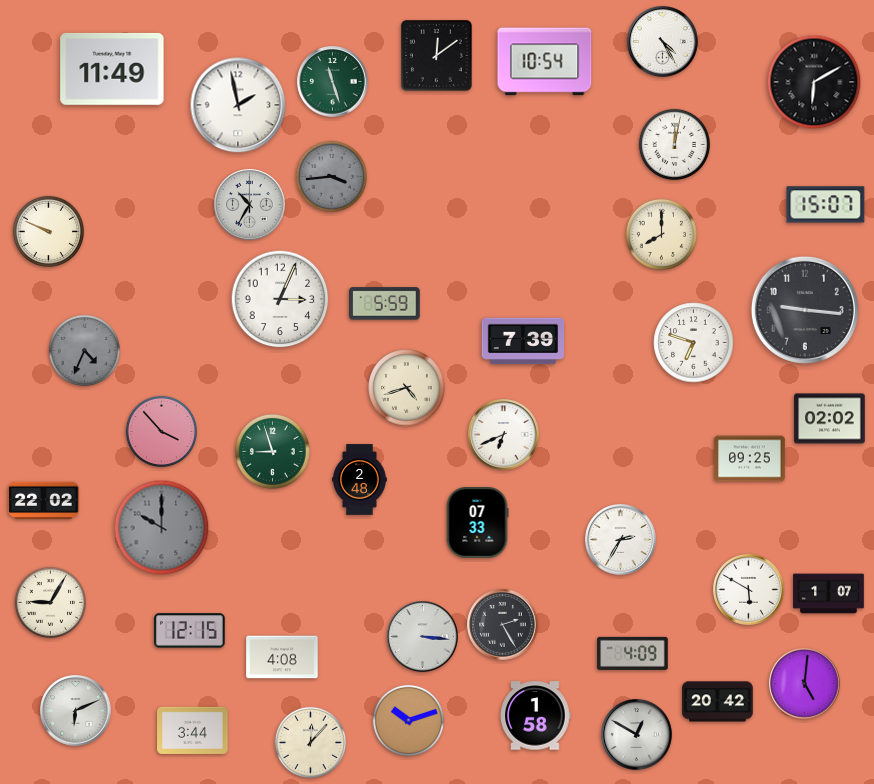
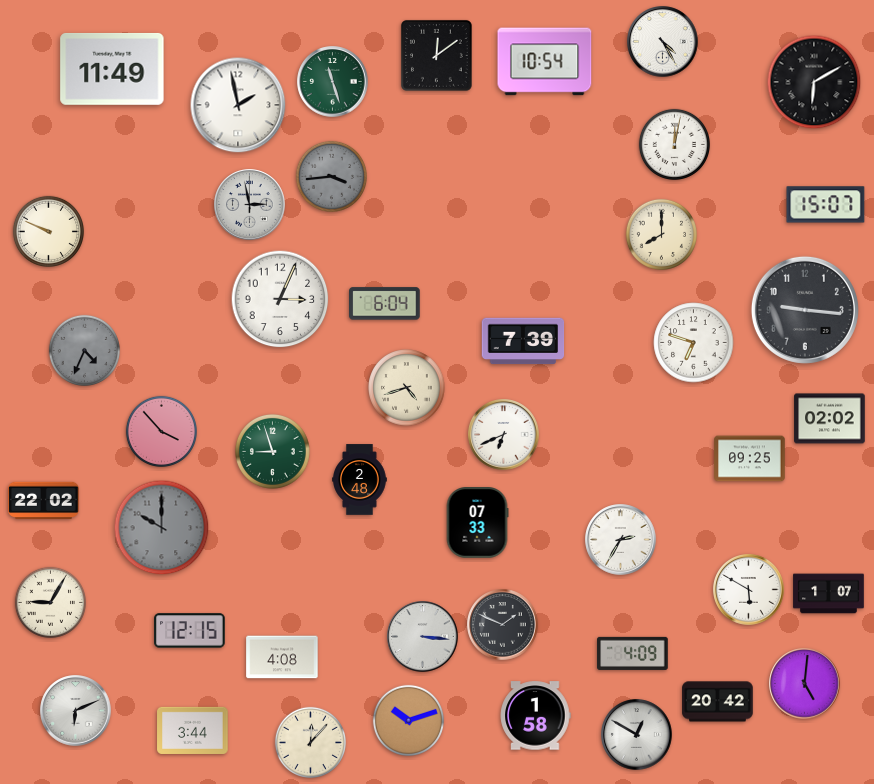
clock at (250, 205): 10:35 -> 2:58
clock at (385, 304): 5:59 -> 6:04
clock at (503, 625): 2:25 -> 1:49
